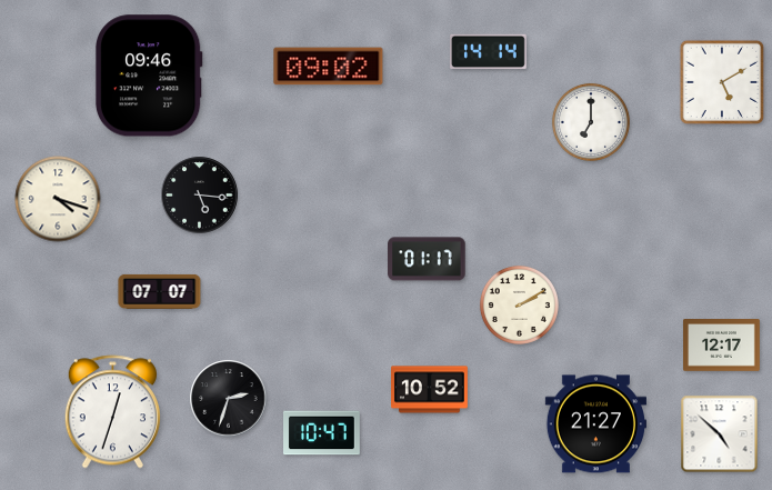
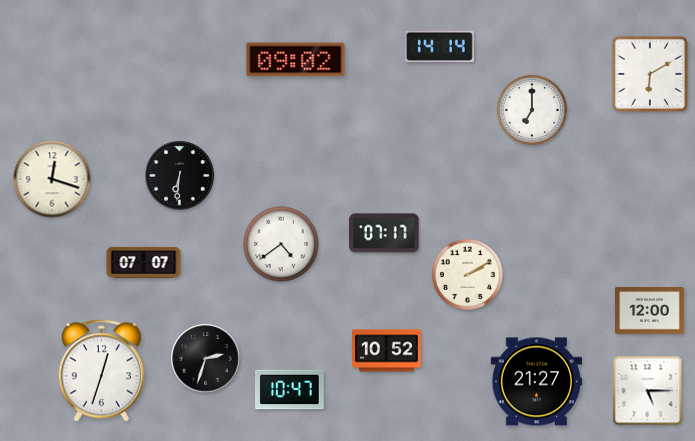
clock at (149, 76): 09:46 -> none
clock at (722, 82): 5:10 -> 6:10
clock at (200, 196): 5:16 -> 6:31
clock at (58, 199): 4:18 -> 12:18
clock at (427, 259): 01:17 -> 07:17
clock at (281, 244): none -> 4:39
clock at (722, 346): 12:17 -> 12:00
clock at (720, 434): 4:52 -> 5:15
